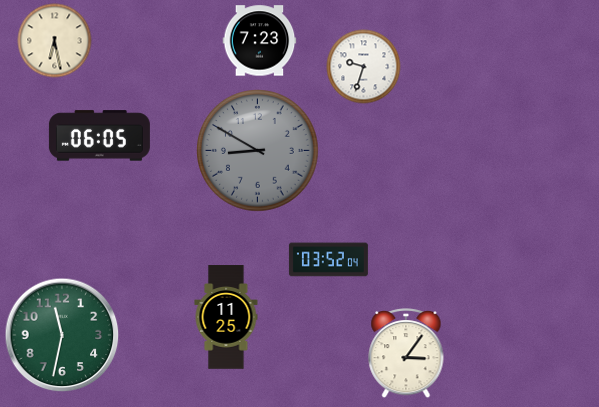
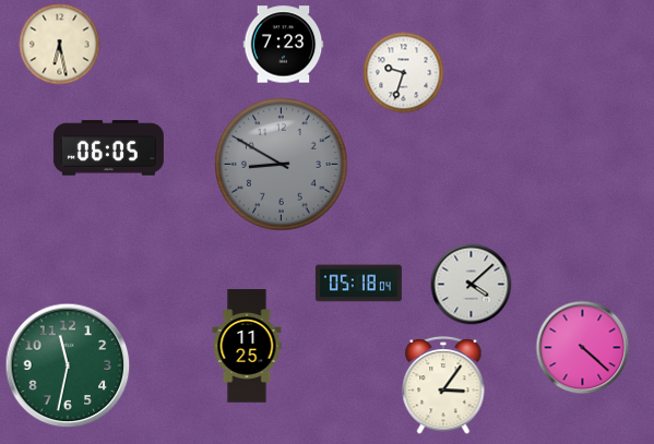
clock at (364, 67) position: (364, 67) -> (404, 73)
clock at (328, 260): 03:52 -> 05:18
clock at (472, 285): none -> 4:08
clock at (583, 348): none -> 4:22
